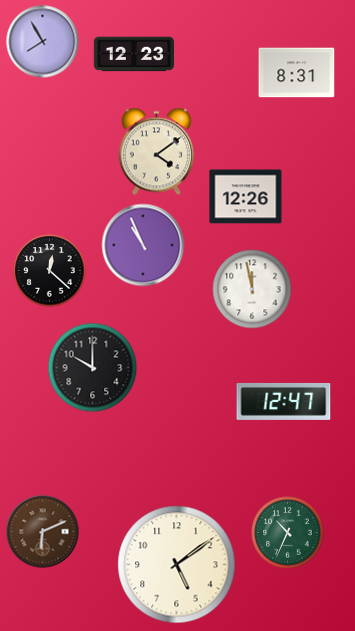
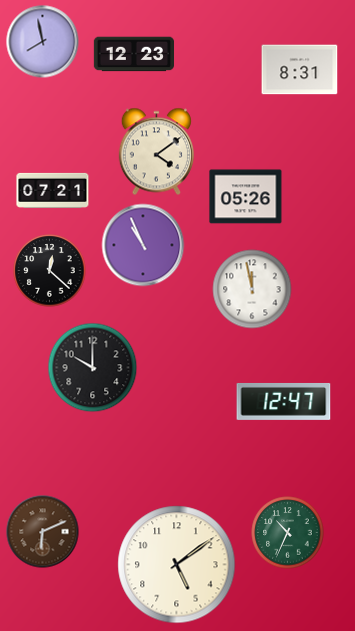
clock at (43, 42): 7:55 -> 7:58
clock at (297, 73) position: (297, 73) -> (300, 70)
clock at (53, 190): none -> 07:21
clock at (246, 197): 12:26 -> 05:26
